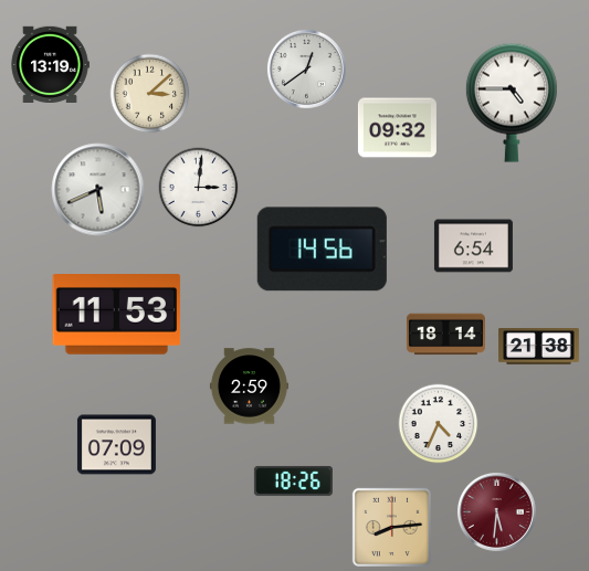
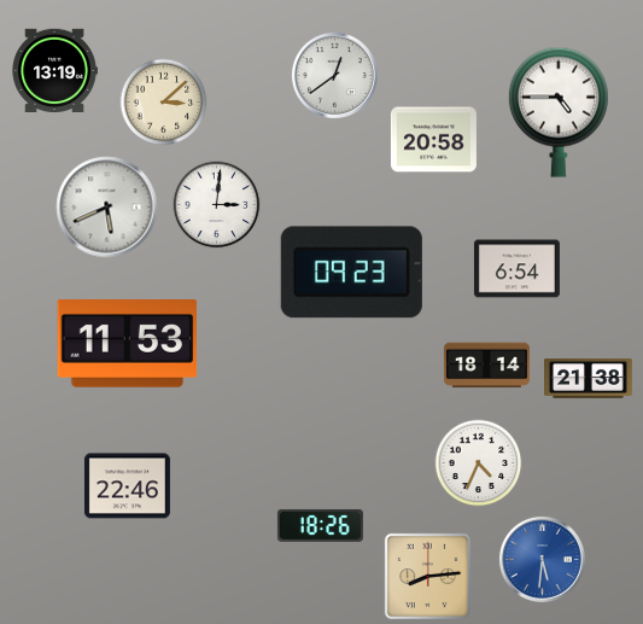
clock at (397, 128): 09:32 -> 20:58
clock at (322, 250): 14:56 -> 09:23
clock at (249, 387): 2:59 -> none
clock at (116, 445): 07:09 -> 22:46
clock at (496, 511) dial: burgundy -> blue
